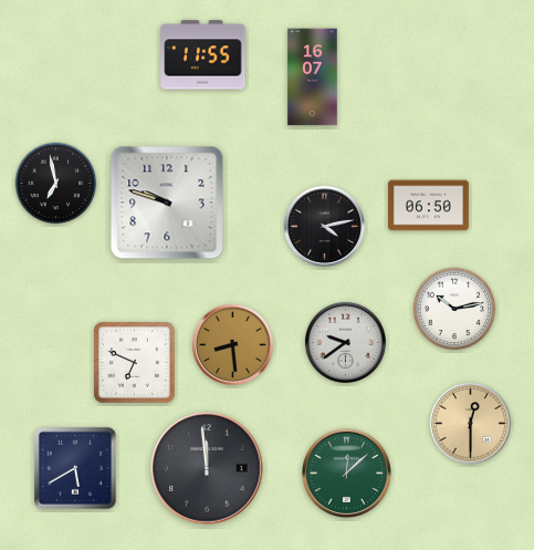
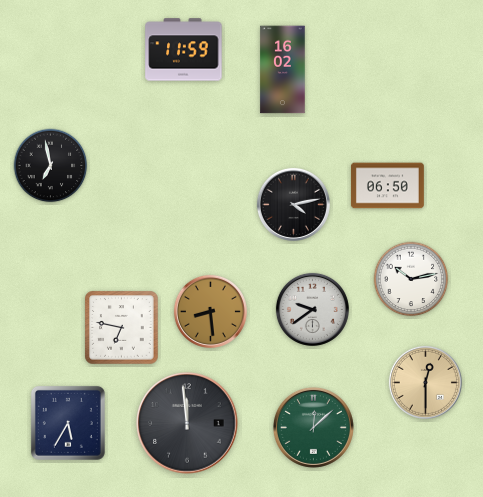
clock at (203, 55): 11:55 -> 11:59
clock at (313, 77): 16:07 -> 16:02
clock at (167, 203): 9:48 -> none
clock at (135, 363): 6:49 -> 6:47
clock at (75, 468): 5:40 -> 5:35
